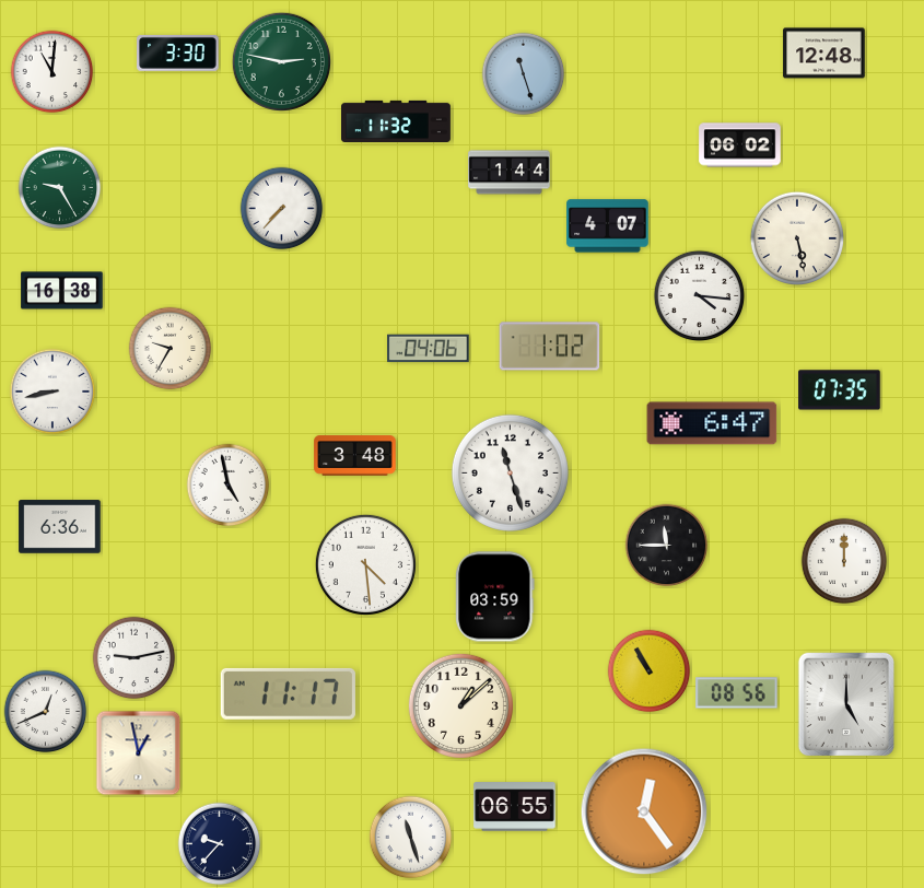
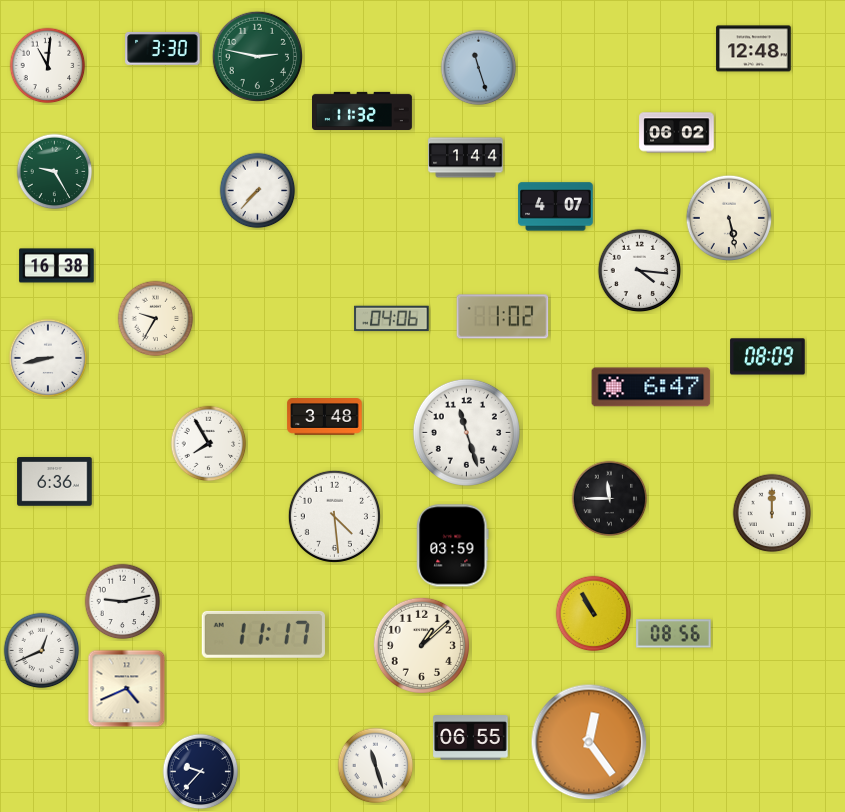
clock at (840, 390): 07:35 -> 08:09
clock at (229, 486): 4:58 -> 7:55
clock at (845, 703): 5:00 -> none
clock at (139, 753): 12:58 -> 4:41
